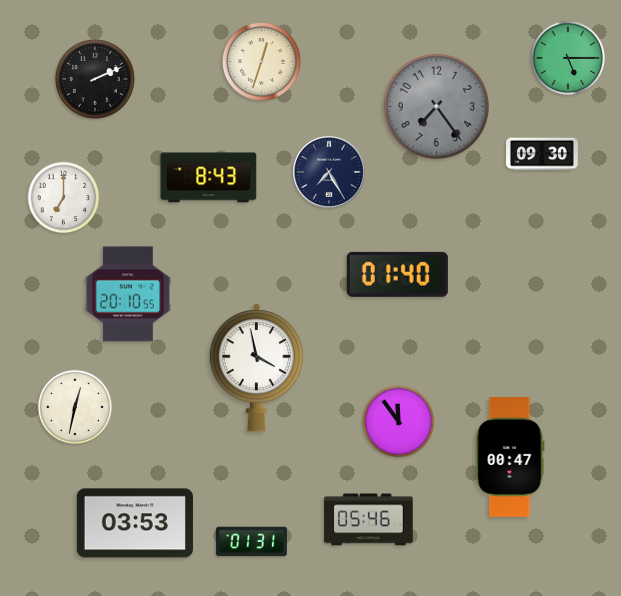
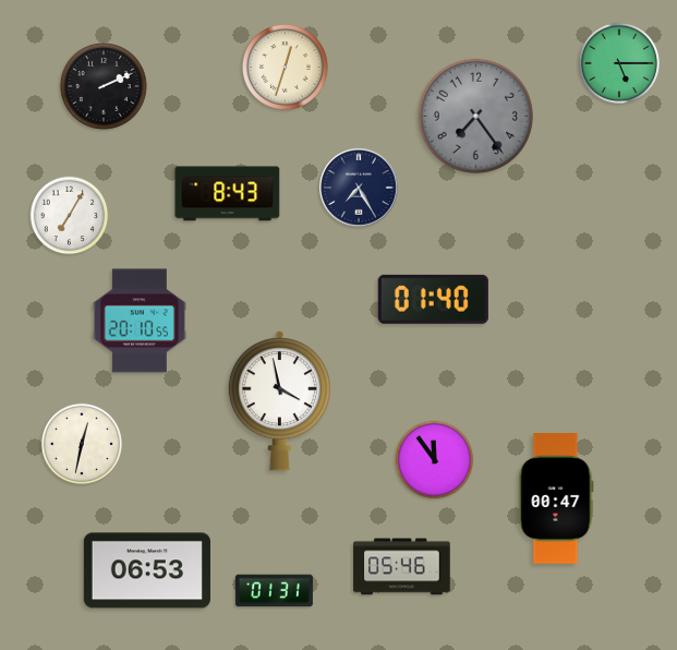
clock at (543, 154): 09:30 -> none
clock at (64, 198): 7:00 -> 7:05
clock at (135, 523): 03:53 -> 06:53
